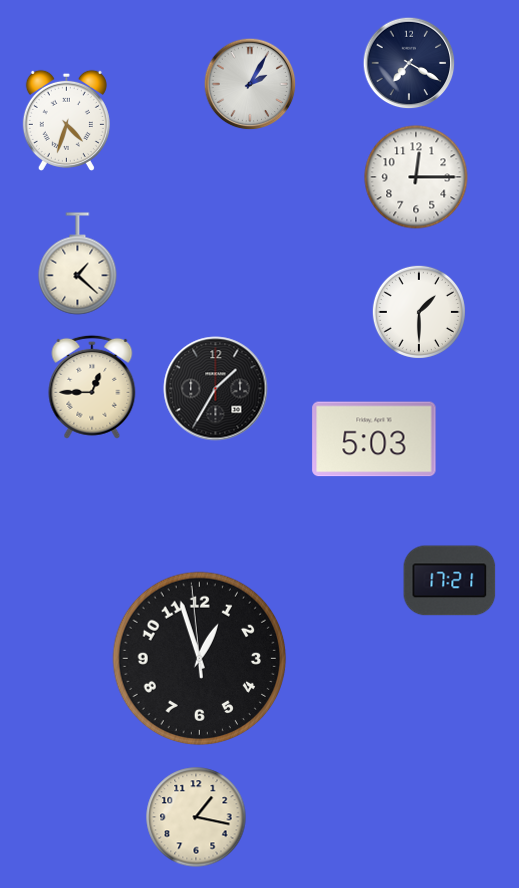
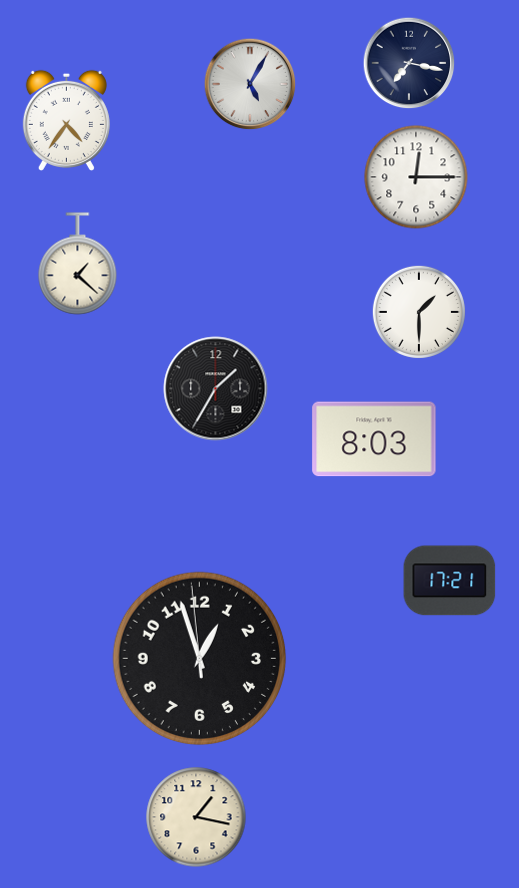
clock at (409, 63): 7:20 -> 7:17
clock at (250, 84): 2:05 -> 5:05
clock at (66, 120): 4:33 -> 4:36
clock at (92, 387): 12:45 -> none
clock at (374, 439): 5:03 -> 8:03
